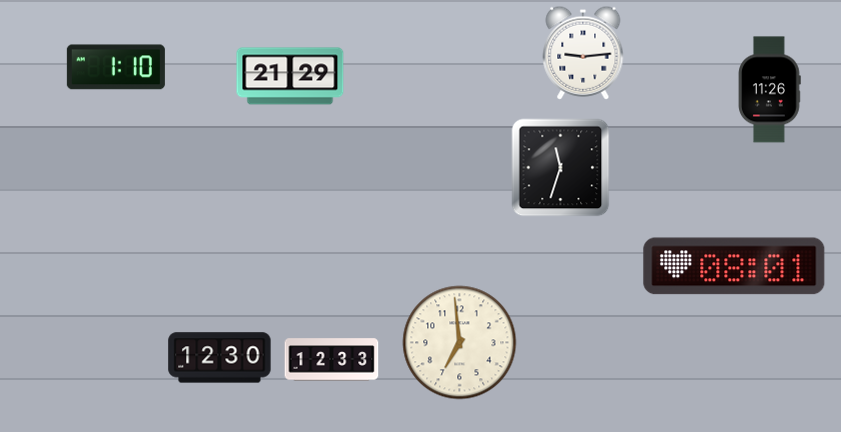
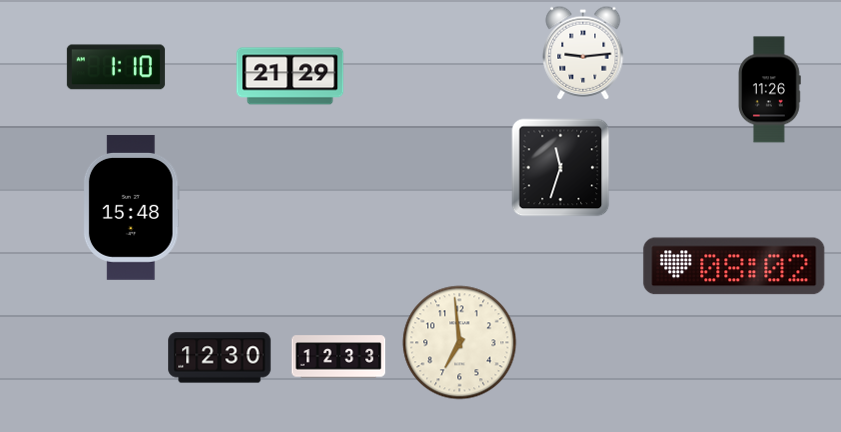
clock at (131, 207): none -> 15:48
clock at (734, 266): 08:01 -> 08:02
clock at (332, 360) position: (332, 360) -> (339, 357)
